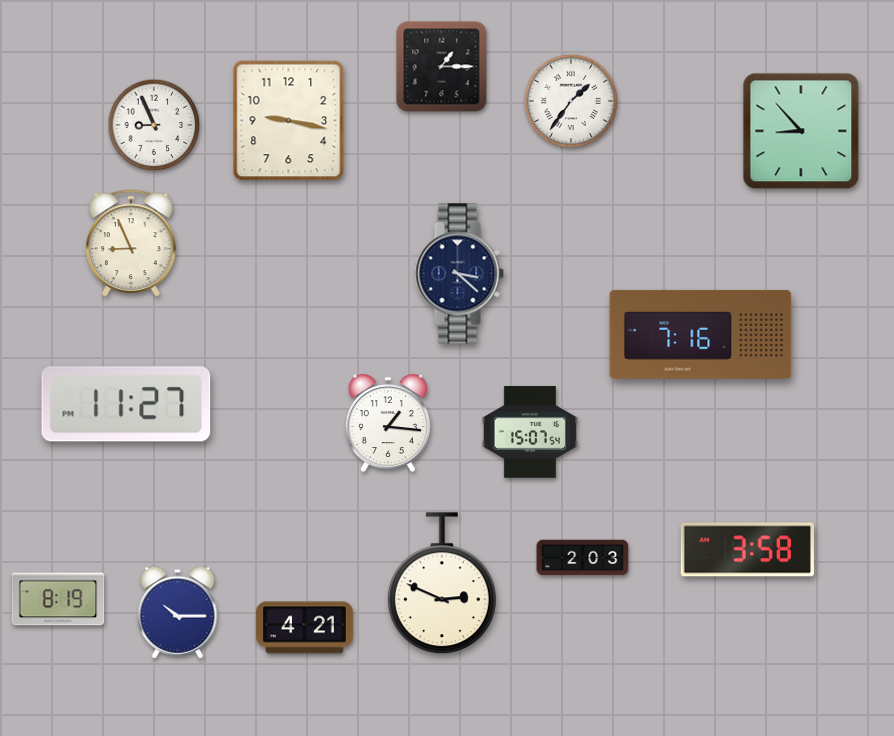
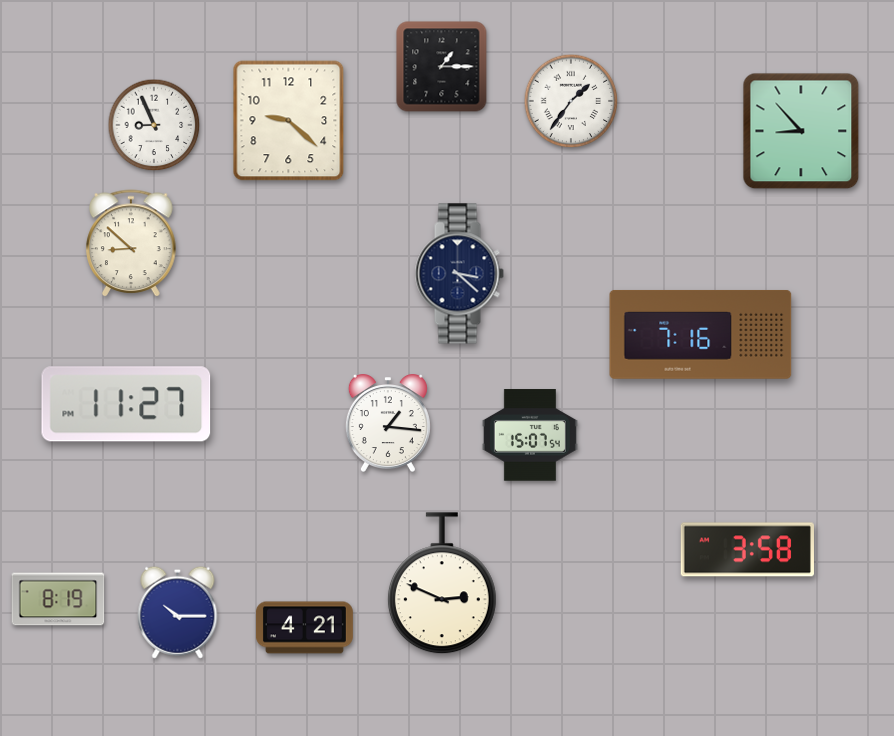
clock at (289, 121): 9:17 -> 9:22
clock at (131, 243): 8:56 -> 8:52
clock at (530, 432) position: (530, 432) -> (530, 435)
clock at (583, 558): 2:03 -> none
